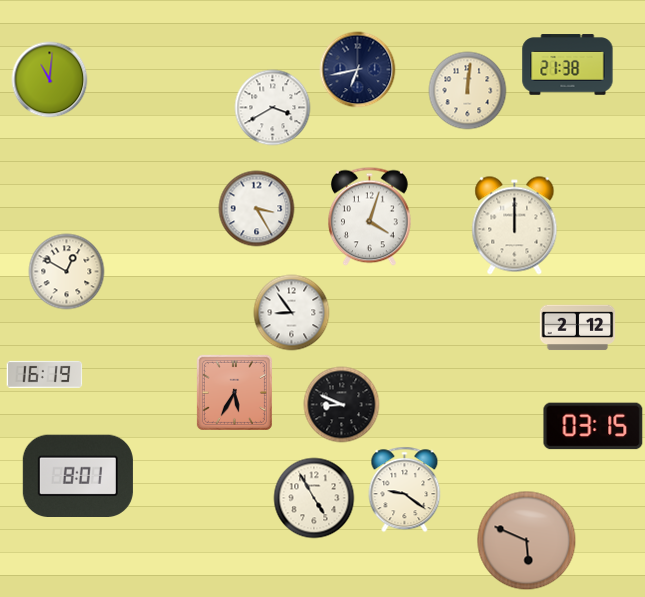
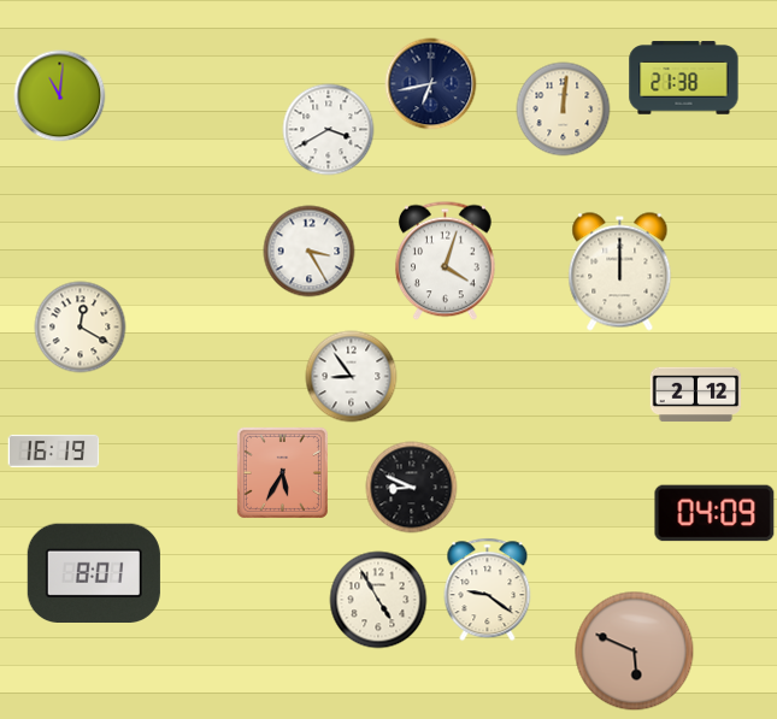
clock at (67, 272): 12:50 -> 12:20
clock at (593, 426): 03:15 -> 04:09
